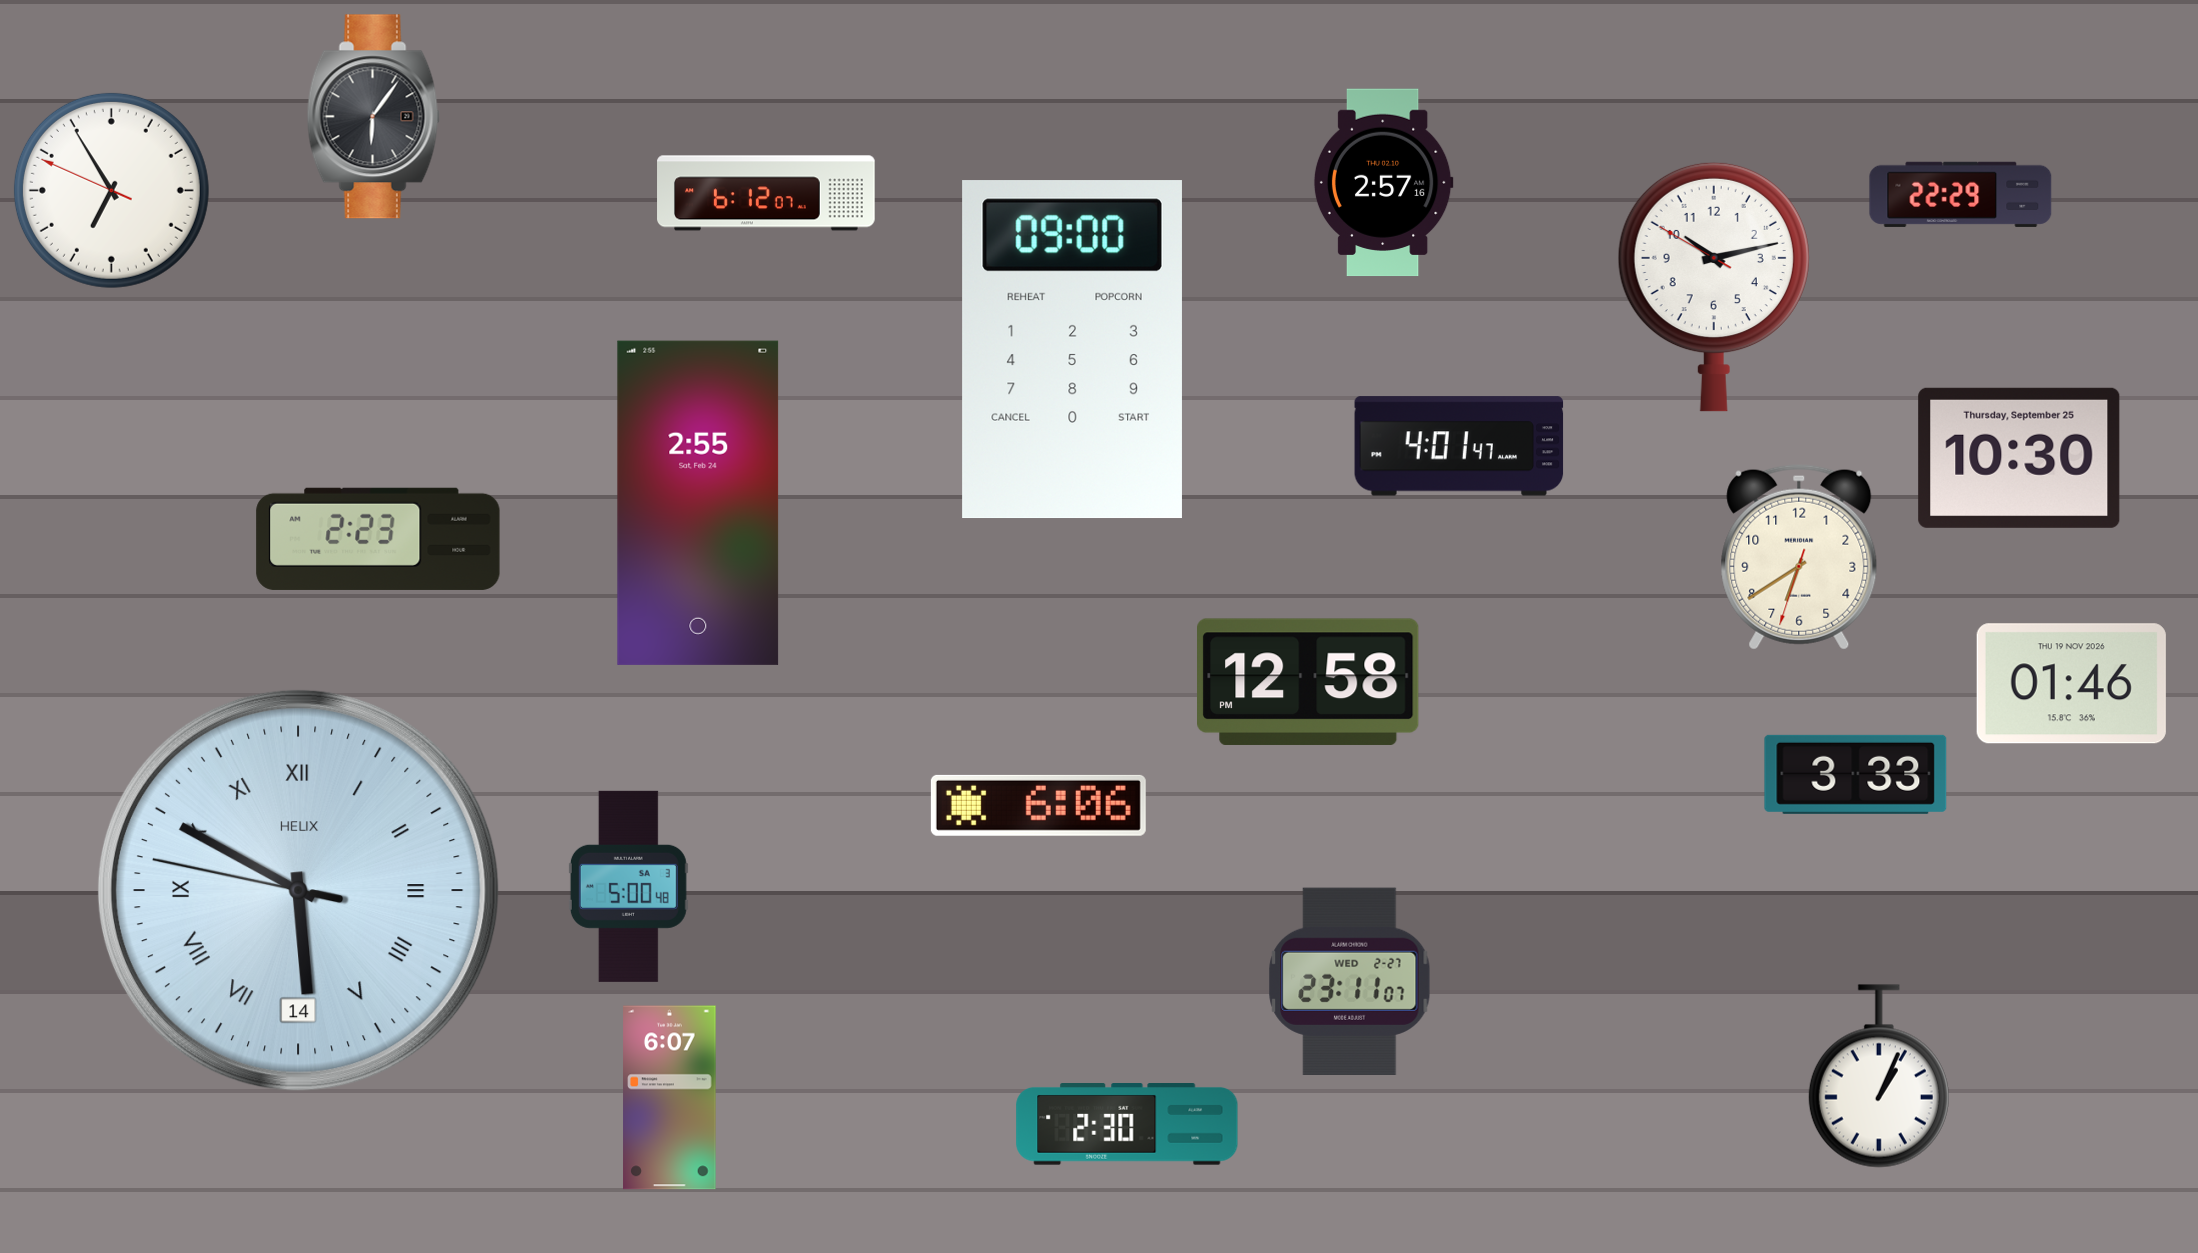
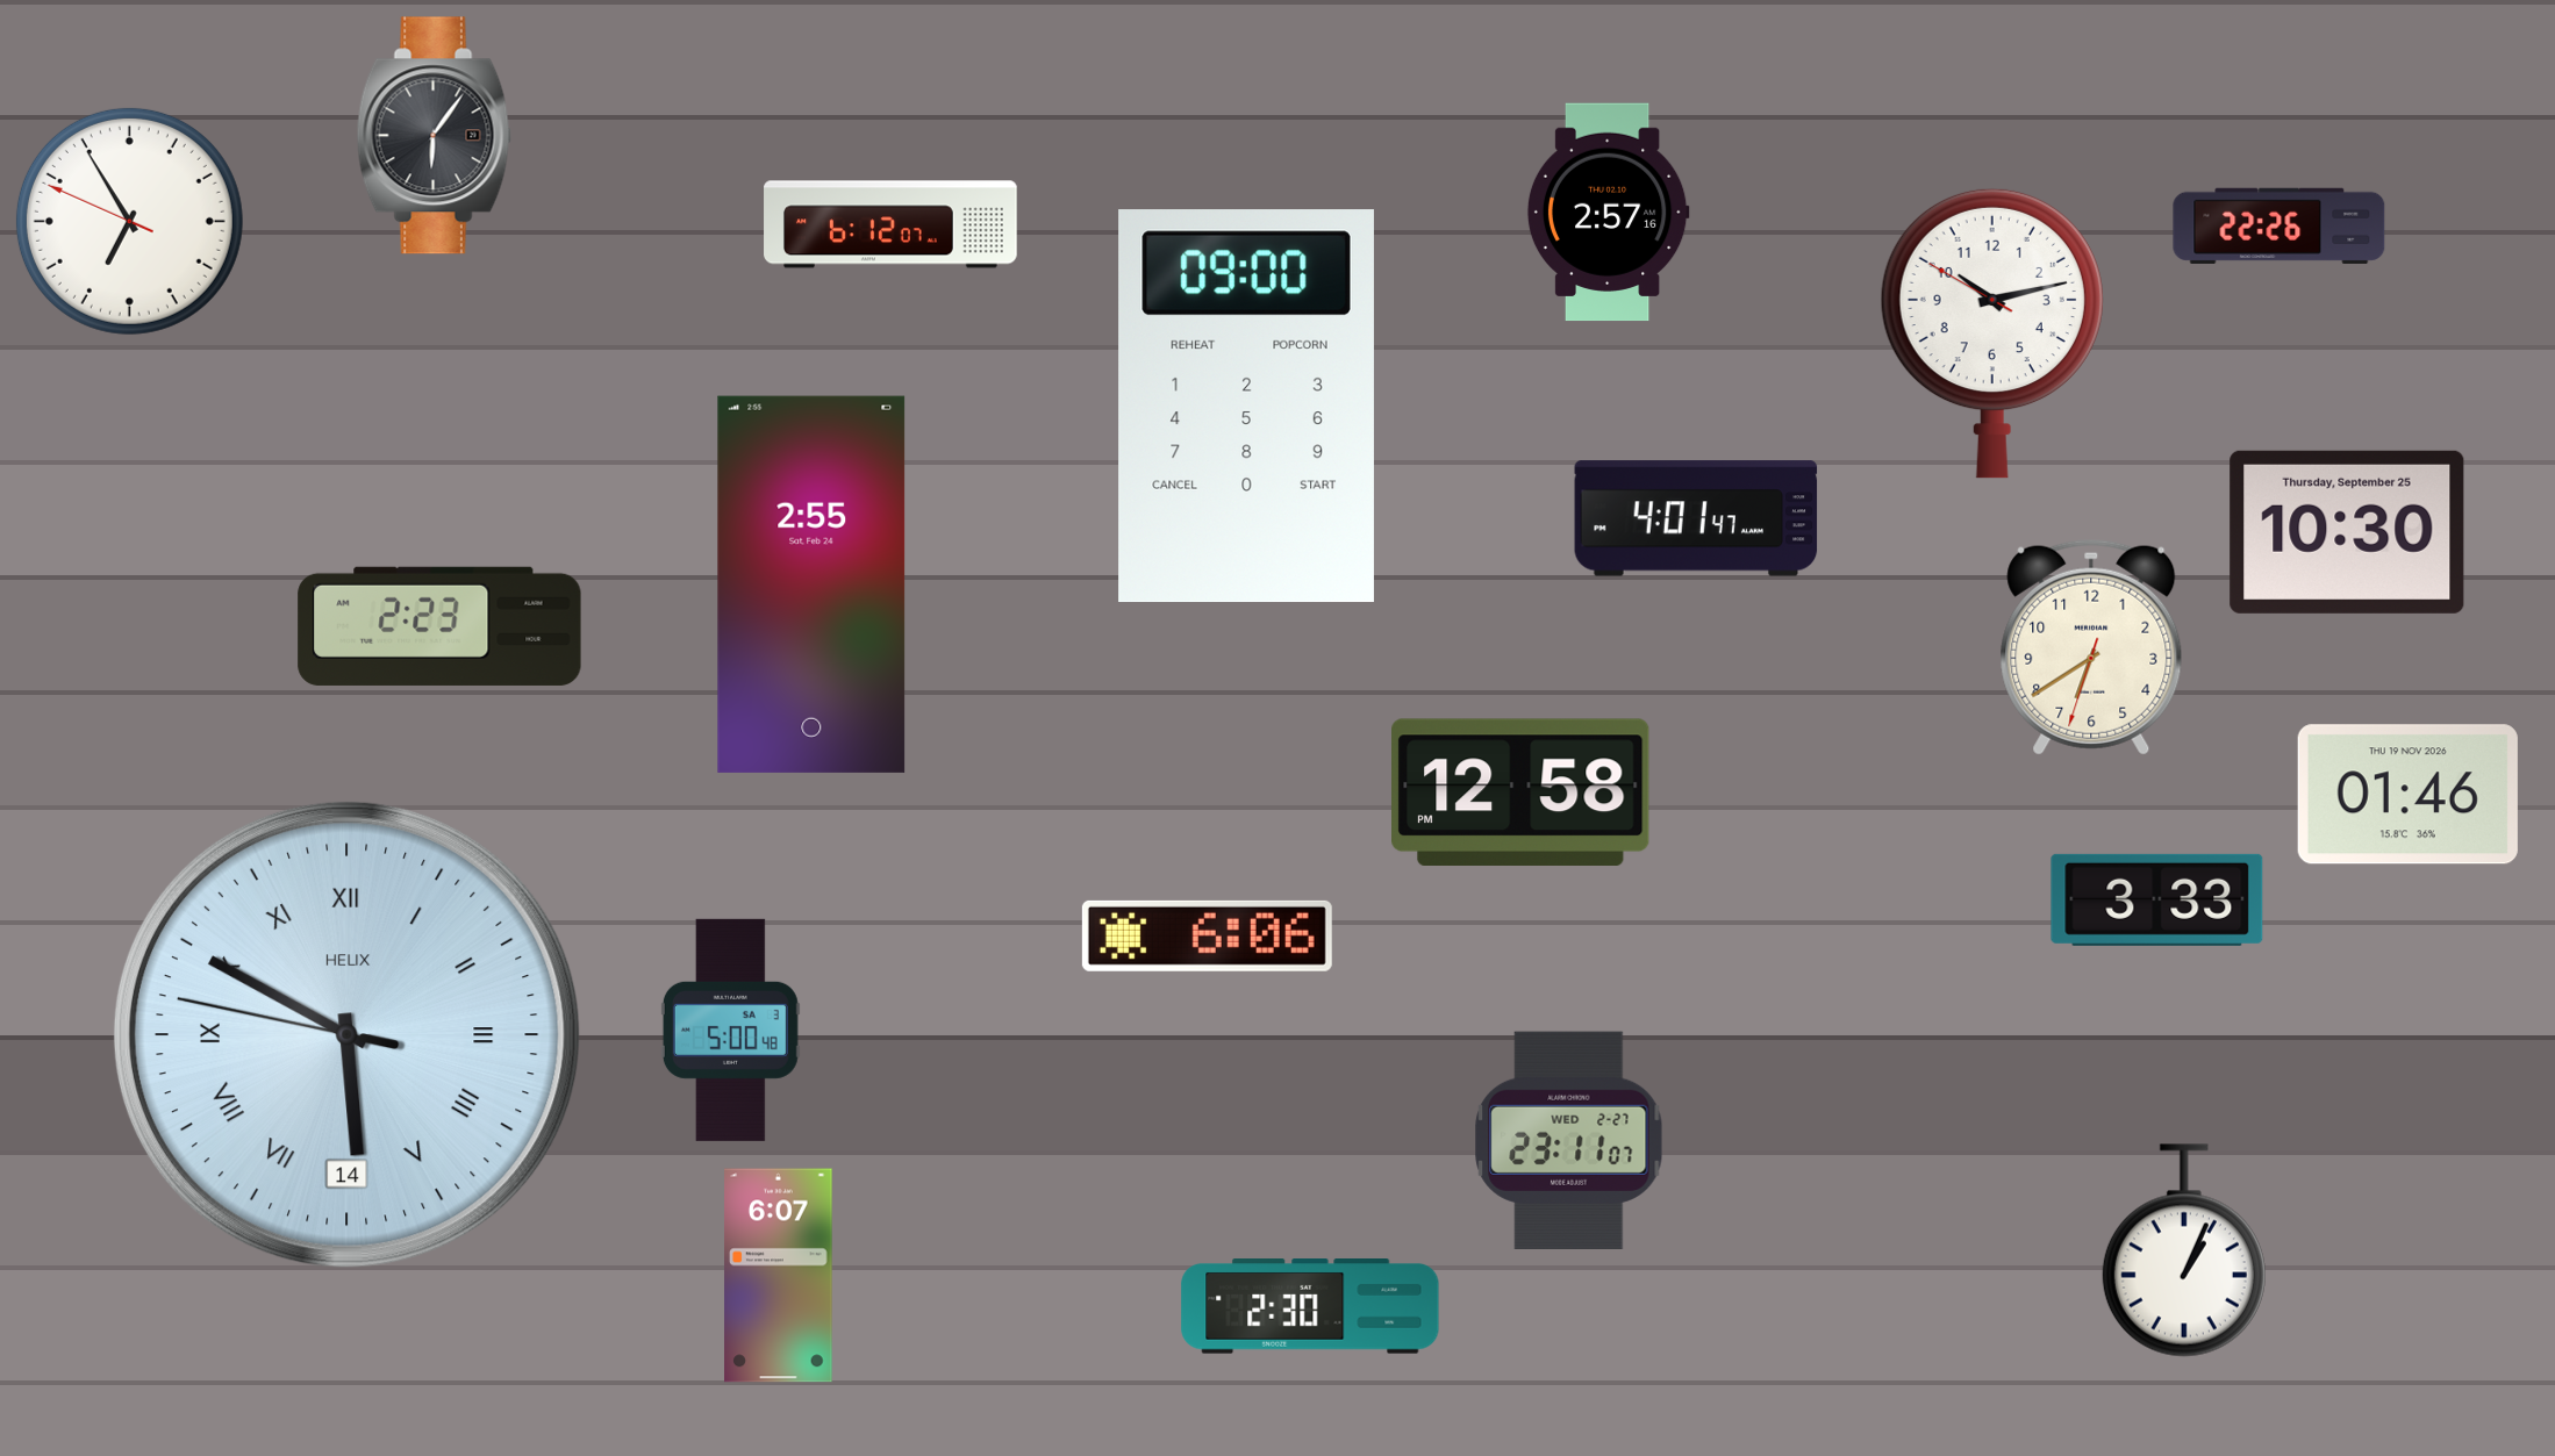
clock at (1961, 194): 22:29 -> 22:26
